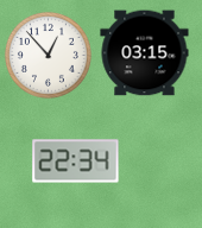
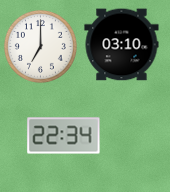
clock at (145, 53): 03:15 -> 03:10
clock at (48, 55): 12:53 -> 7:00
